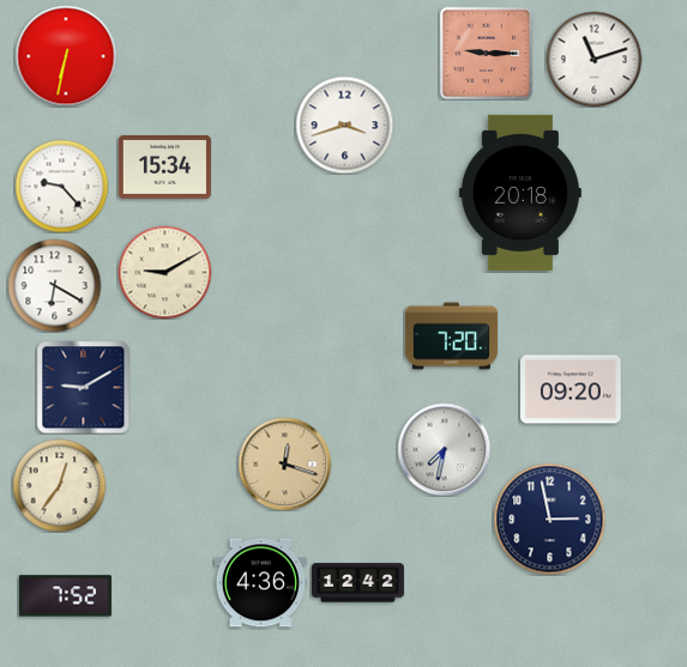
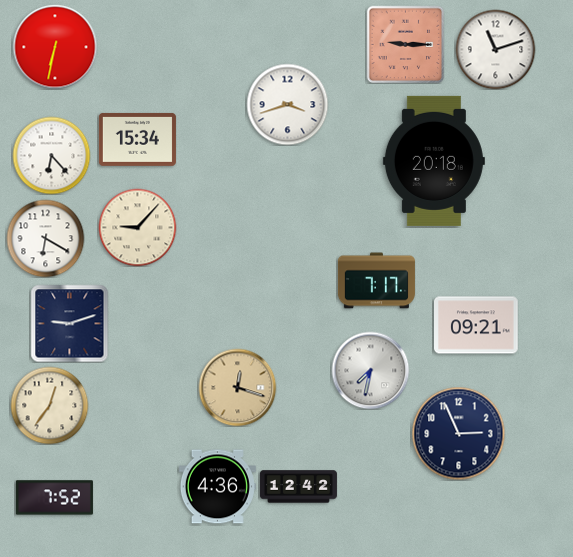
clock at (61, 186): 9:23 -> 6:23
clock at (164, 272): 9:10 -> 9:07
clock at (451, 336): 7:20 -> 7:17
clock at (83, 387): 9:10 -> 9:12
clock at (572, 389): 09:20 -> 09:21
clock at (444, 449) position: (444, 449) -> (370, 370)
clock at (549, 519): 2:58 -> 2:56
